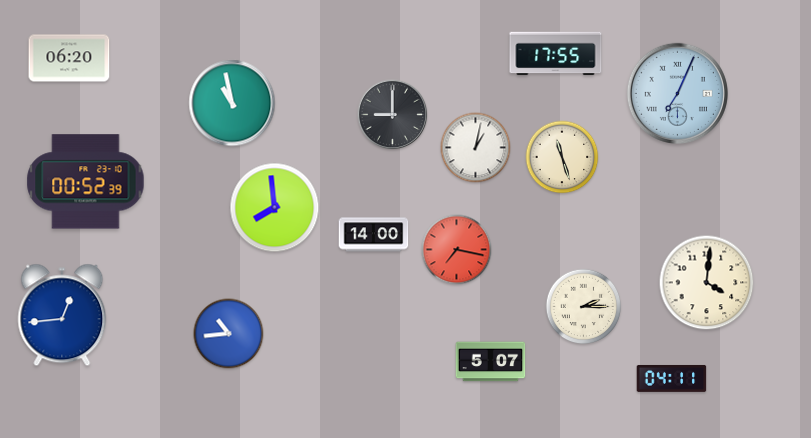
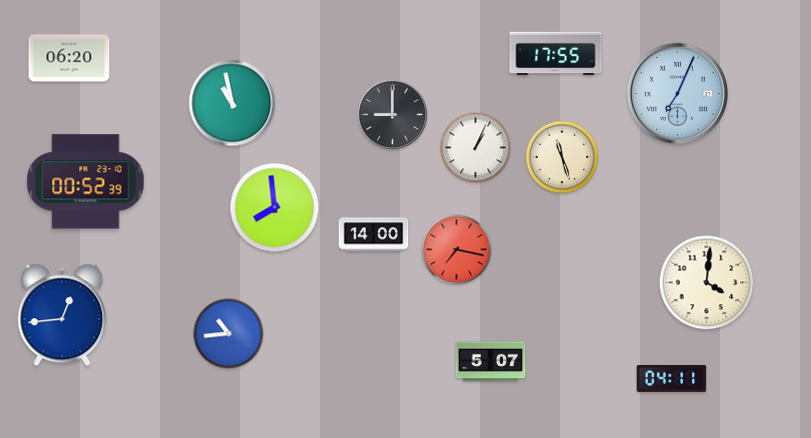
clock at (476, 148): 1:02 -> 1:04
clock at (584, 307): 2:15 -> none
